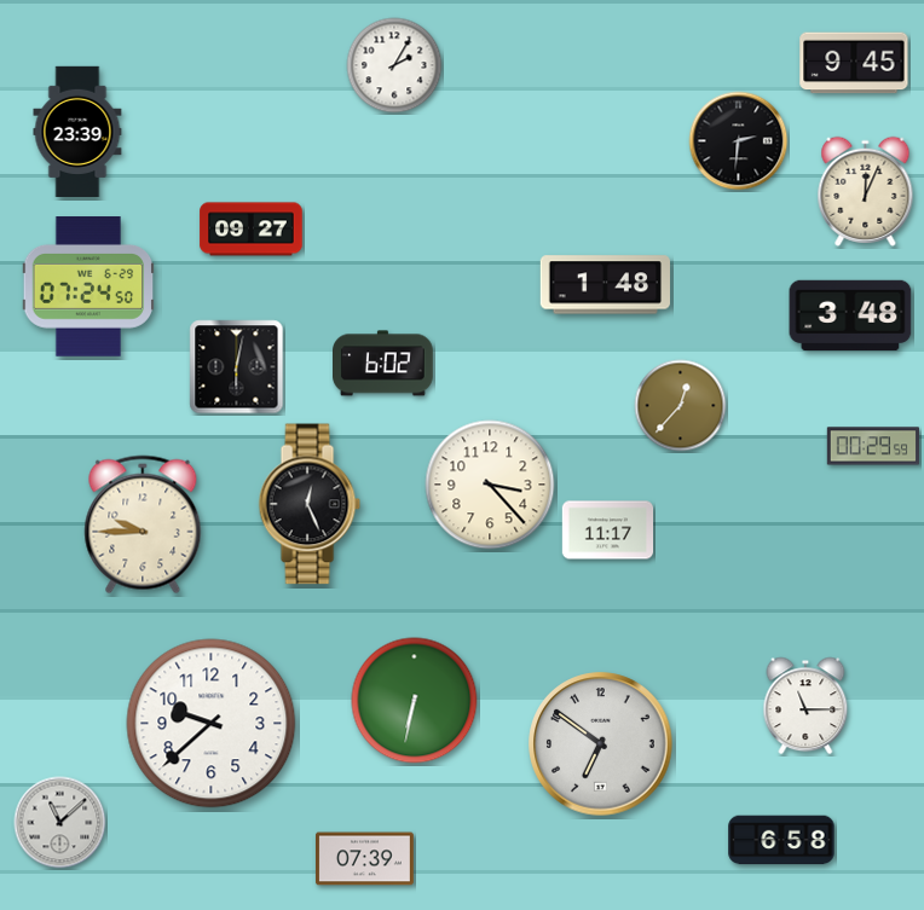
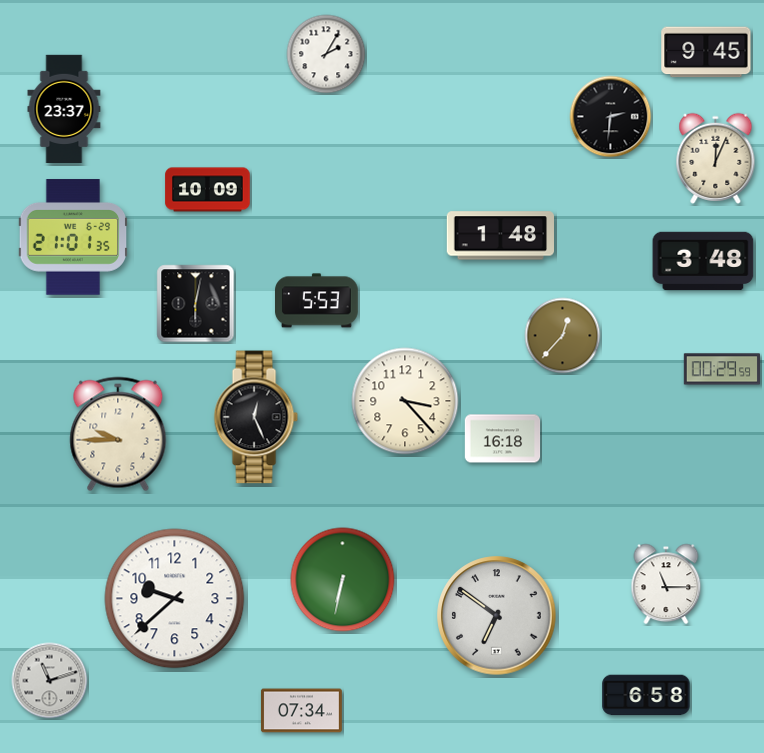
clock at (77, 131): 23:39 -> 23:37
clock at (252, 230): 09:27 -> 10:09
clock at (88, 286): 07:24 -> 21:01
clock at (383, 364): 6:02 -> 5:53
clock at (608, 531): 11:17 -> 16:18
clock at (60, 823): 11:08 -> 11:12
clock at (364, 859): 07:39 -> 07:34
